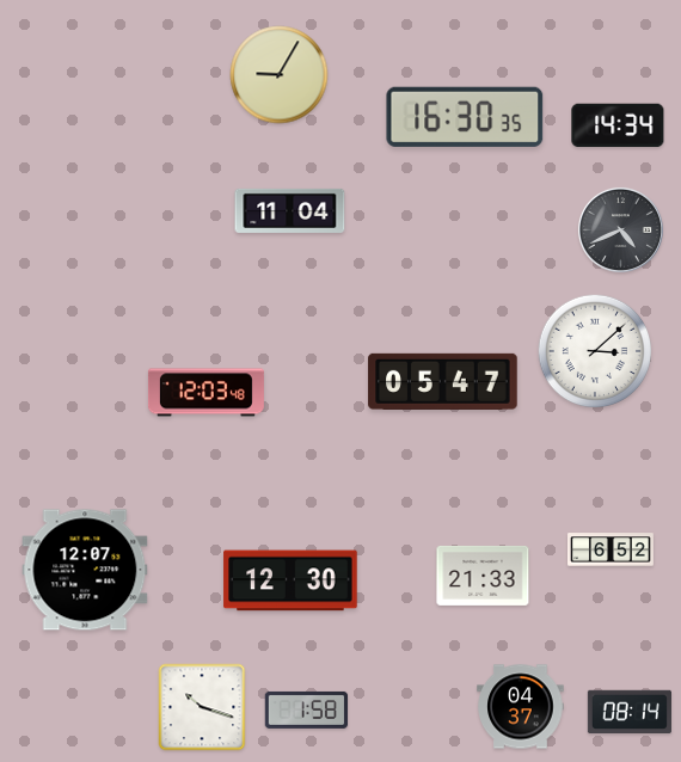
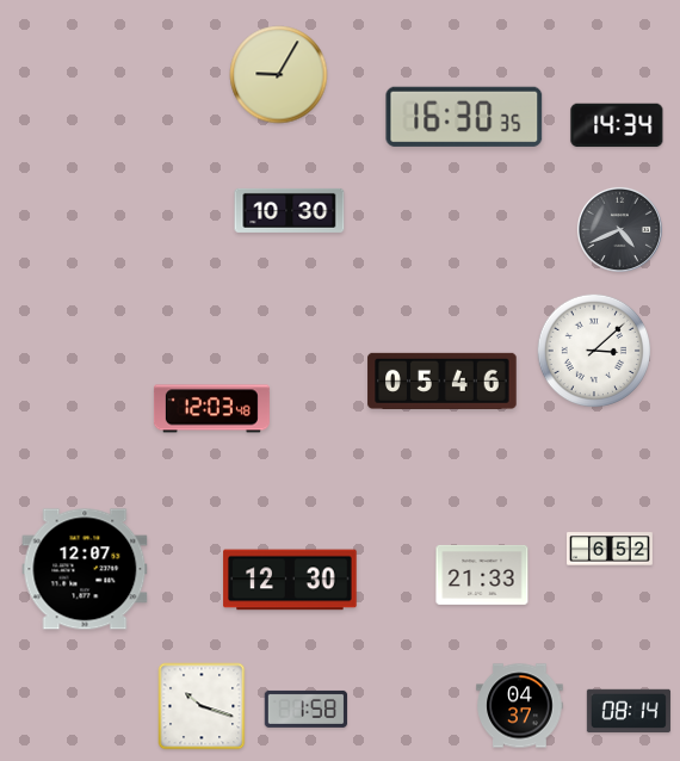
clock at (290, 210): 11:04 -> 10:30
clock at (443, 381): 05:47 -> 05:46
clock at (205, 393) position: (205, 393) -> (211, 409)
